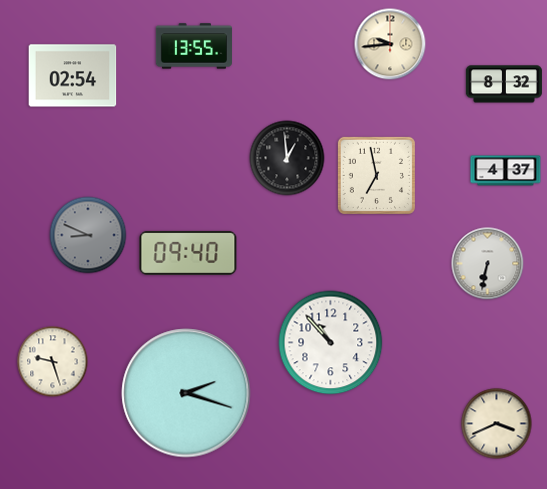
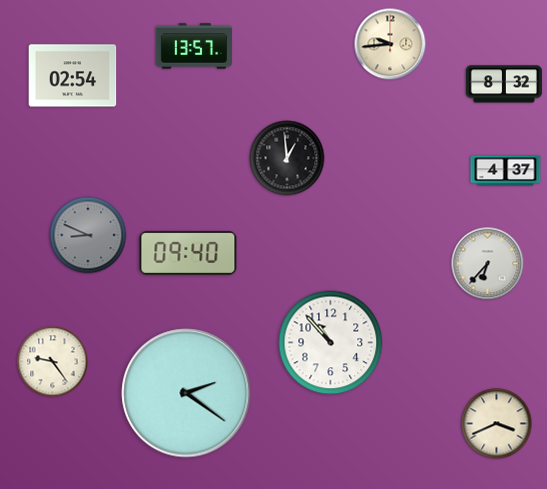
clock at (194, 46): 13:55 -> 13:57
clock at (376, 175): 6:58 -> none
clock at (488, 264): 6:32 -> 6:37
clock at (53, 362): 9:27 -> 9:24
clock at (186, 393): 2:18 -> 2:21
